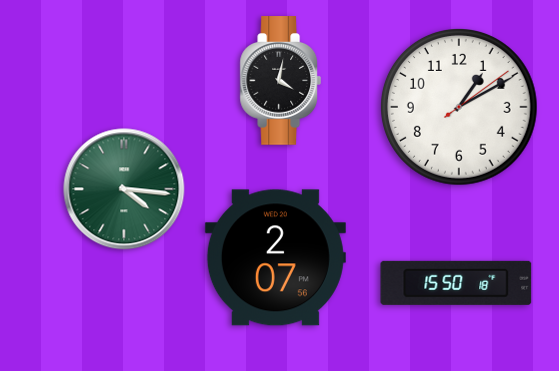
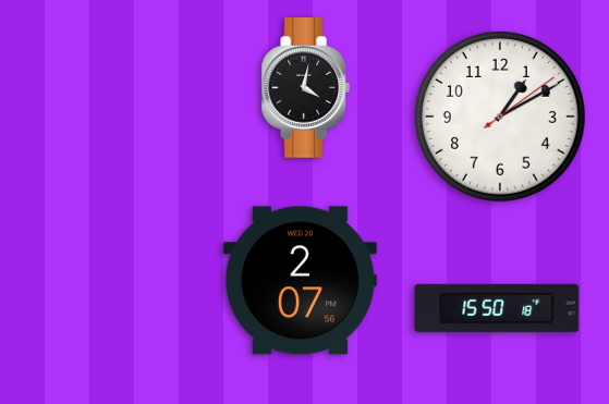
clock at (124, 189): 4:16 -> none
